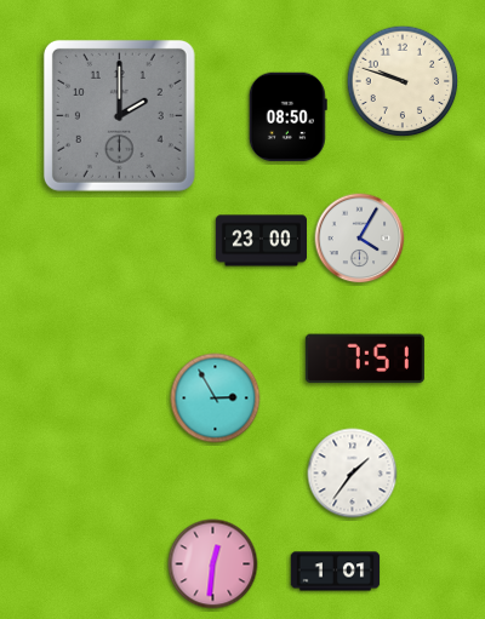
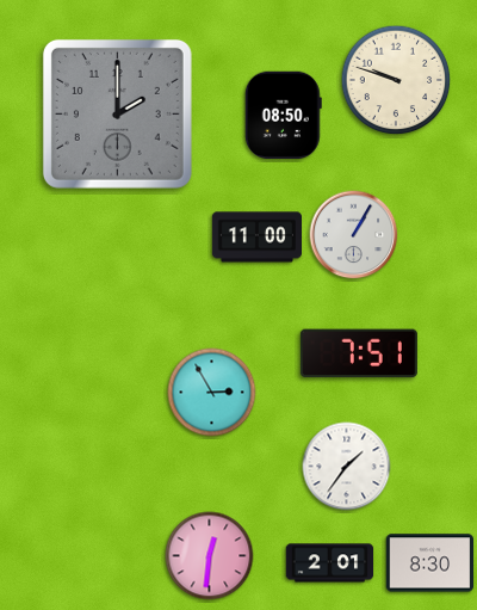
clock at (360, 239): 4:05 -> 1:05
clock at (261, 241): 23:00 -> 11:00
clock at (336, 572): 1:01 -> 2:01
clock at (430, 563): none -> 8:30
